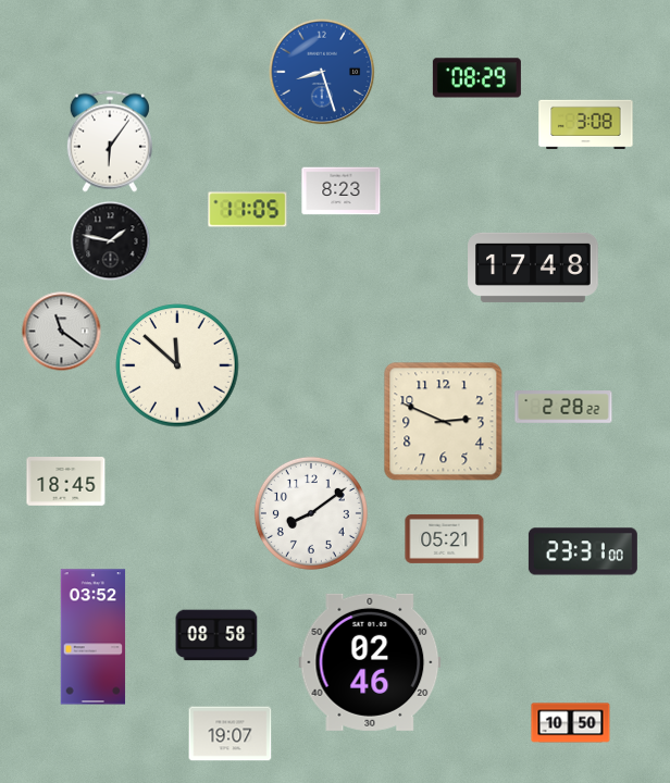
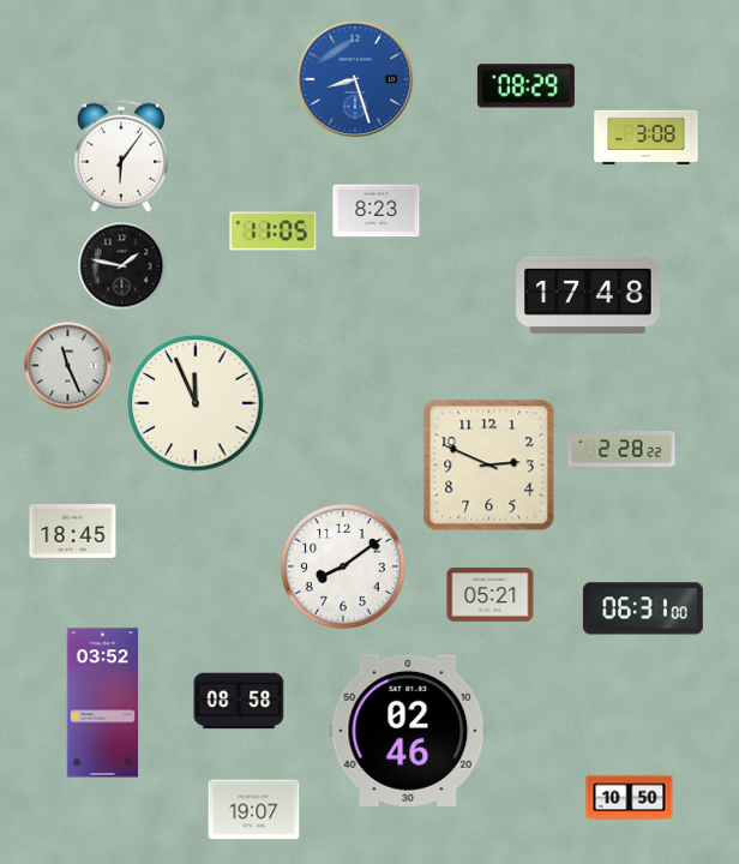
clock at (62, 332): 11:21 -> 11:26
clock at (177, 365): 11:52 -> 11:56
clock at (583, 551): 23:31 -> 06:31
